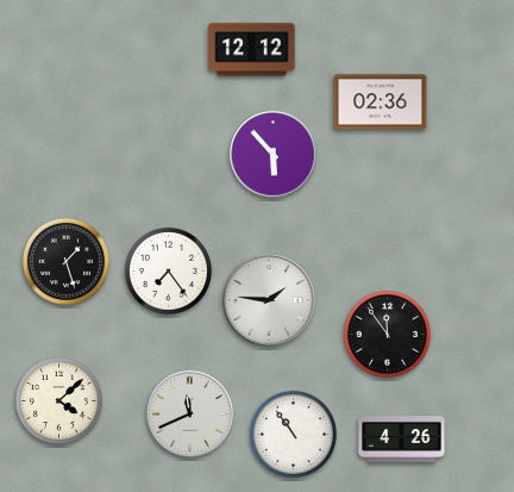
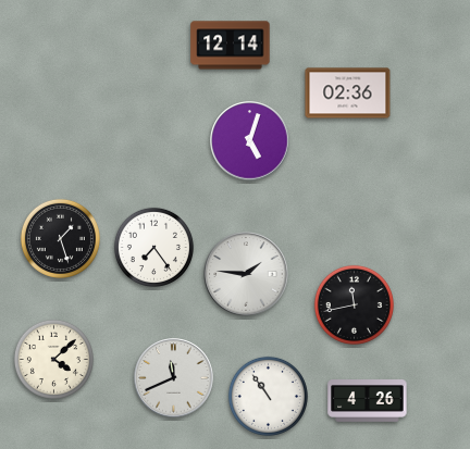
clock at (252, 50): 12:12 -> 12:14
clock at (274, 155): 5:53 -> 5:03
clock at (387, 334): 11:54 -> 11:43
clock at (58, 400) position: (58, 400) -> (53, 359)
